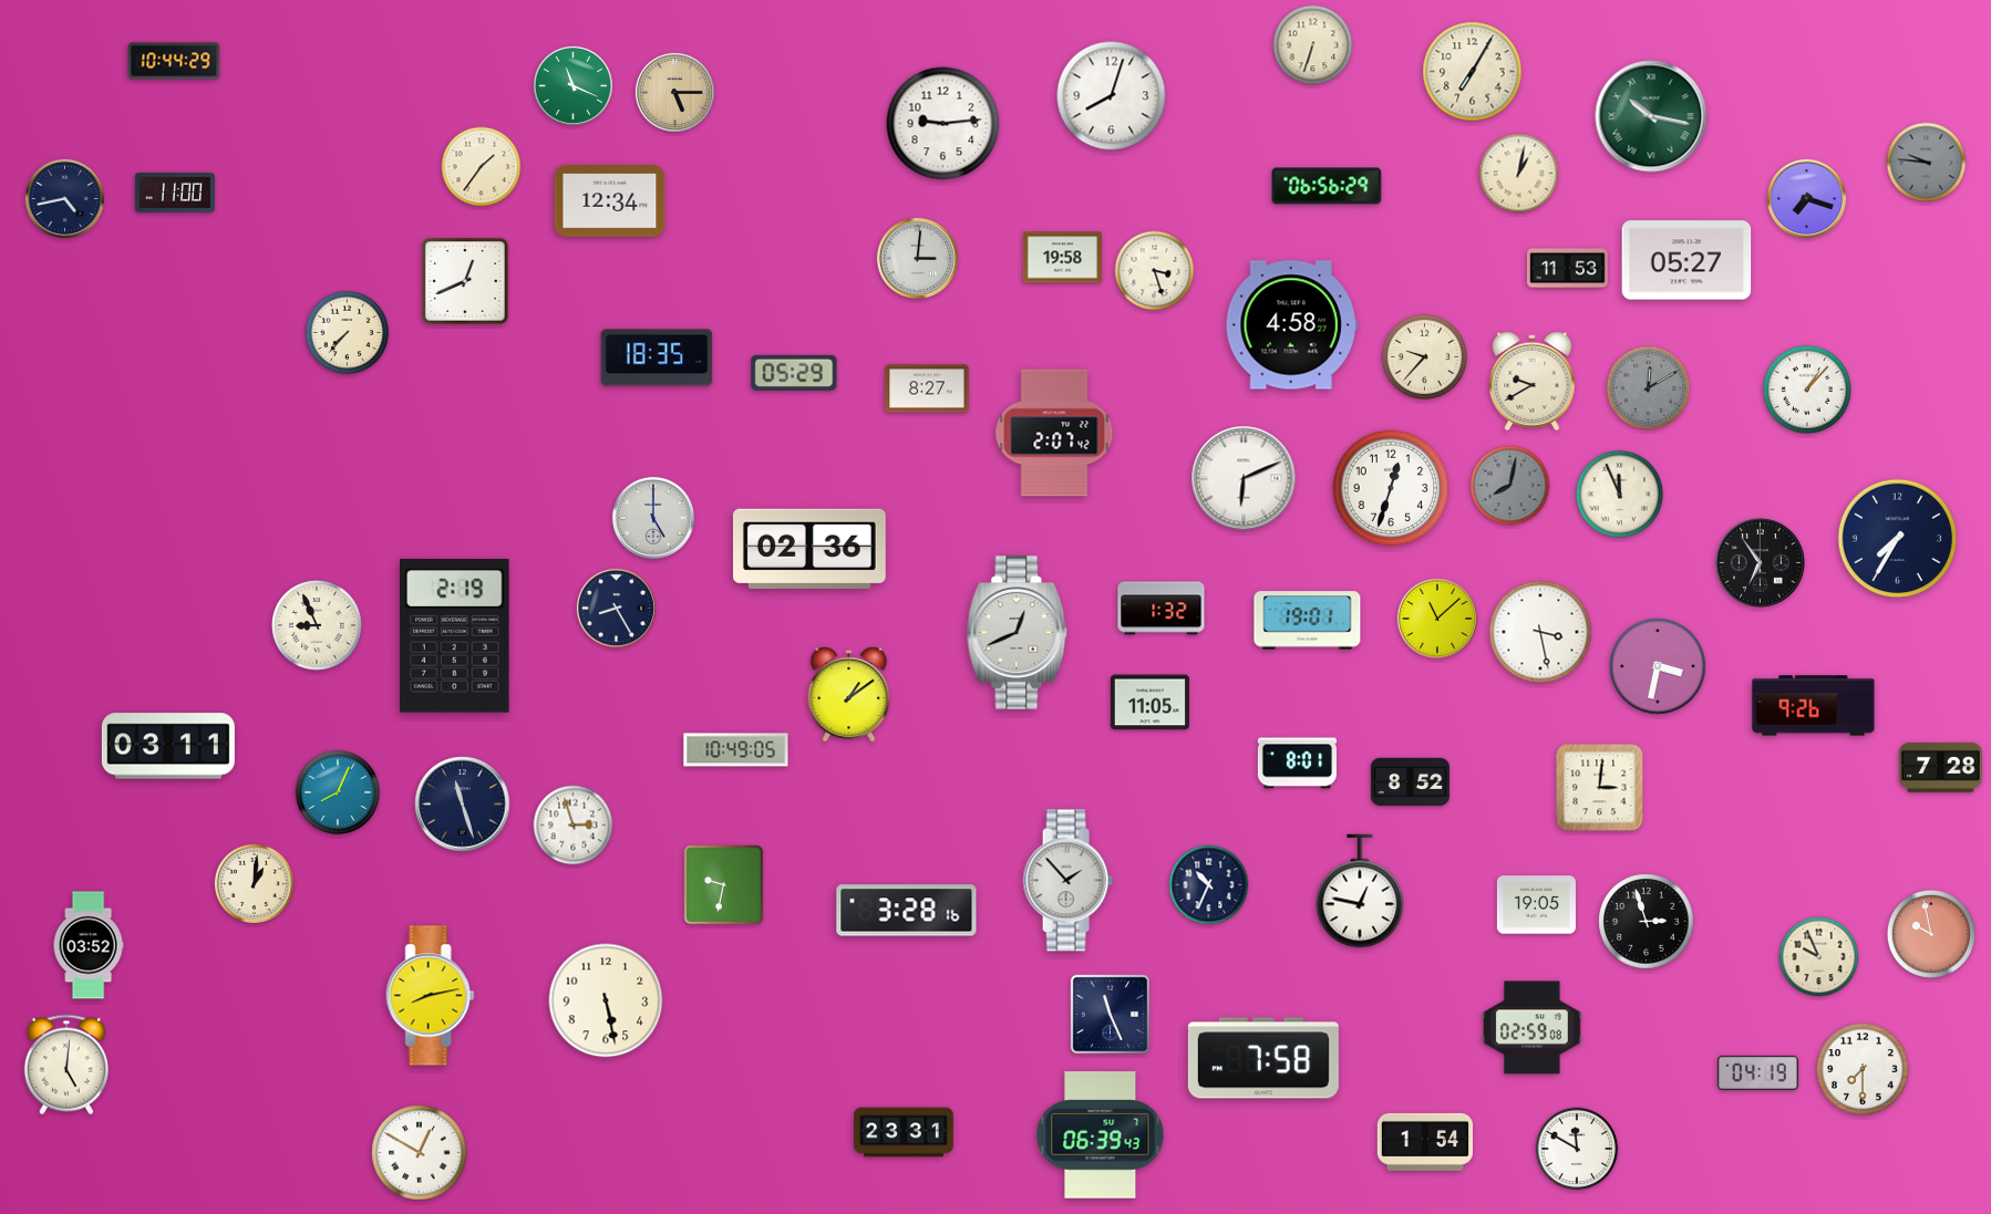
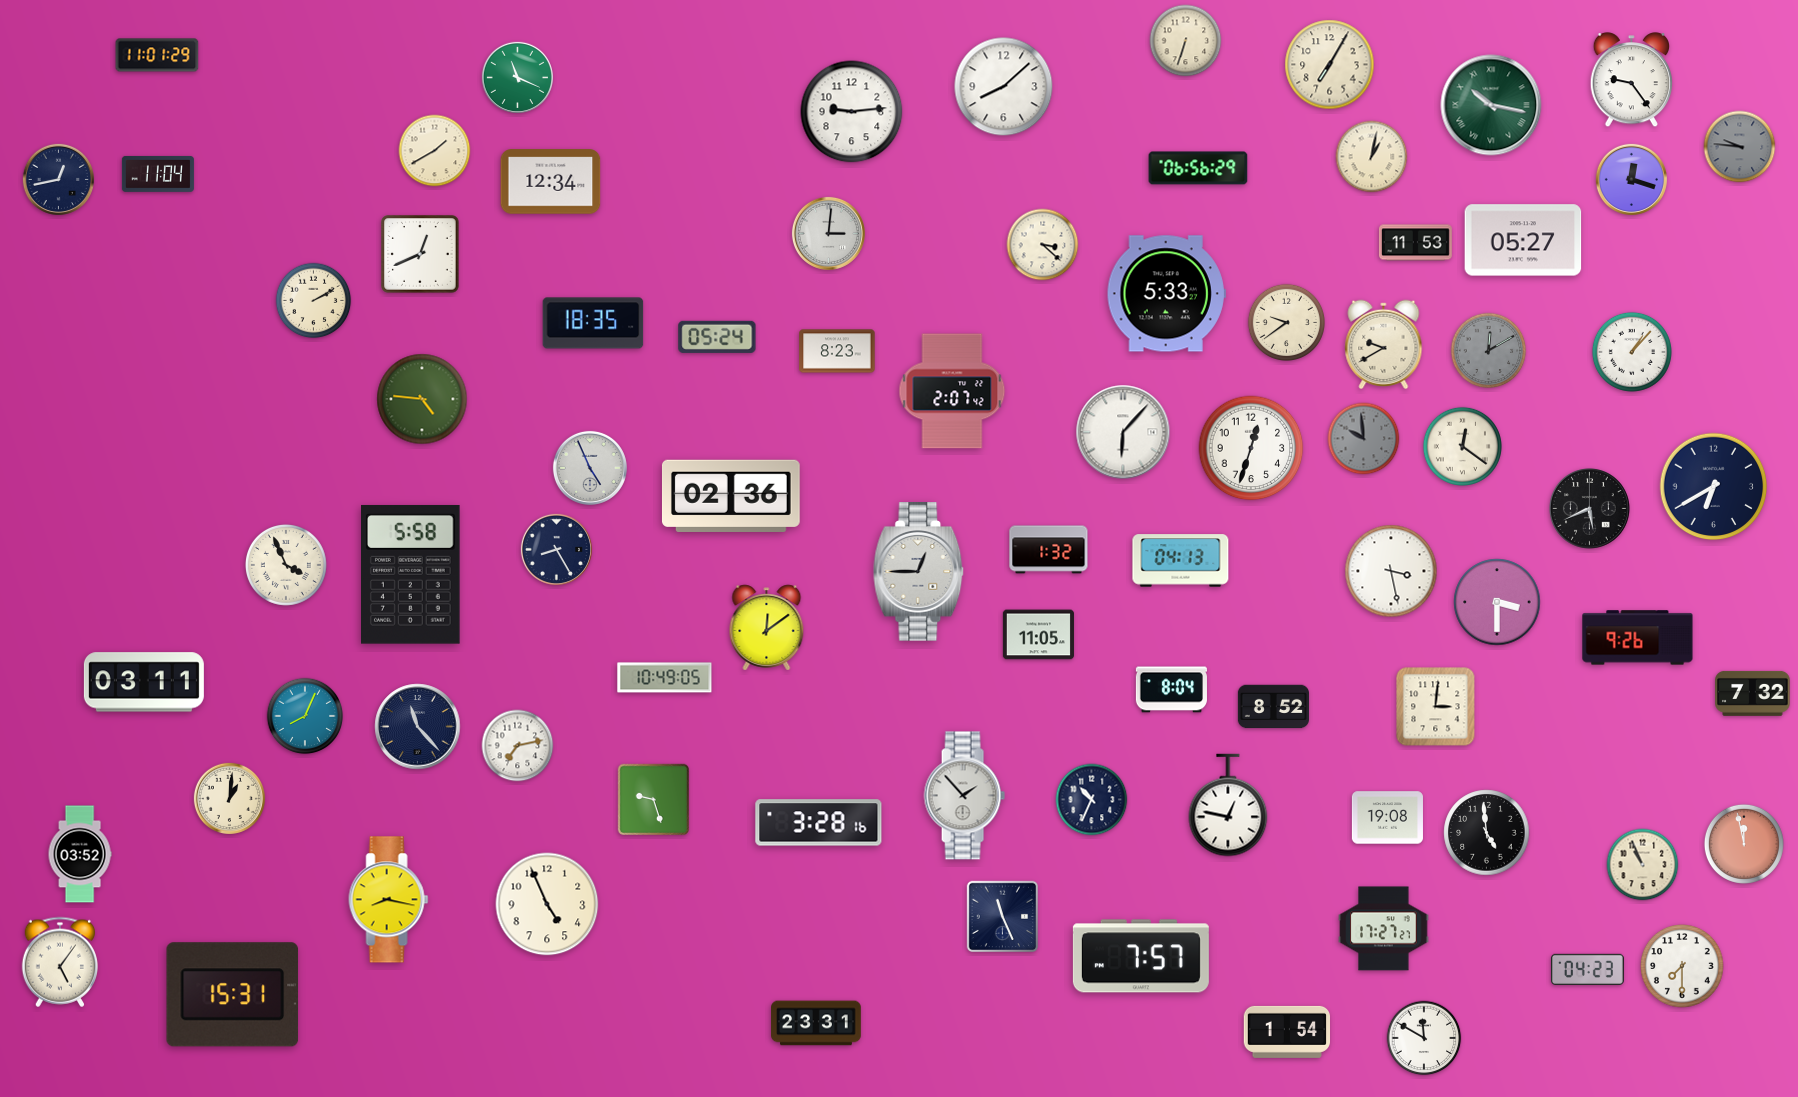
clock at (174, 61): 10:44 -> 11:01
clock at (1631, 81): none -> 9:24
clock at (674, 92): 5:15 -> none
clock at (1112, 96): 8:03 -> 8:08
clock at (482, 167): 1:36 -> 1:40
clock at (175, 193): 11:00 -> 11:04
clock at (64, 198): 4:43 -> 12:43
clock at (1806, 198): 7:18 -> 12:18
clock at (1062, 258): 19:58 -> none
clock at (1686, 260) position: (1686, 260) -> (1523, 240)
clock at (1155, 271): 3:27 -> 3:22
clock at (1291, 325): 4:58 -> 5:33
clock at (348, 333): 7:37 -> 2:10
clock at (1424, 357): 9:37 -> 9:39
clock at (794, 373): 05:29 -> 05:24
clock at (927, 388): 8:27 -> 8:23
clock at (422, 399): none -> 4:46
clock at (1244, 478): 6:11 -> 6:07
clock at (1510, 486): 8:02 -> 9:59
clock at (1391, 488) position: (1391, 488) -> (1251, 448)
clock at (1619, 494): 11:56 -> 12:21
clock at (653, 518): 5:00 -> 4:56
clock at (1898, 539): 7:35 -> 6:40
clock at (1761, 563): 6:54 -> 5:41
clock at (1437, 619): 11:08 -> none
clock at (1308, 621): 19:01 -> 04:13
clock at (317, 625): 8:56 -> 3:56
clock at (1018, 633): 12:41 -> 12:45
clock at (455, 635): 2:19 -> 5:58
clock at (1658, 666): 3:32 -> 3:30
clock at (849, 695): 1:09 -> 12:09
clock at (168, 746) position: (168, 746) -> (144, 682)
clock at (1297, 764): 8:01 -> 8:04
clock at (1941, 767): 7:28 -> 7:32
clock at (1600, 788) position: (1600, 788) -> (1436, 707)
clock at (463, 805): 11:27 -> 11:23
clock at (574, 826): 2:57 -> 7:13
clock at (724, 885): 9:32 -> 9:27
clock at (1536, 905): 19:05 -> 19:08
clock at (1647, 922): 2:57 -> 4:59
clock at (1931, 934): 9:58 -> 11:58
clock at (1819, 957): 9:56 -> 10:56
clock at (431, 996): 8:13 -> 8:17
clock at (606, 1000): 5:28 -> 4:56
clock at (1533, 1028): 02:59 -> 17:27
clock at (1263, 1058): 7:58 -> 7:57
clock at (65, 1065): 5:01 -> 5:06
clock at (1757, 1072): 04:19 -> 04:23
clock at (233, 995): none -> 15:31
clock at (1101, 1135): 06:39 -> none
clock at (420, 1153): 12:50 -> none
